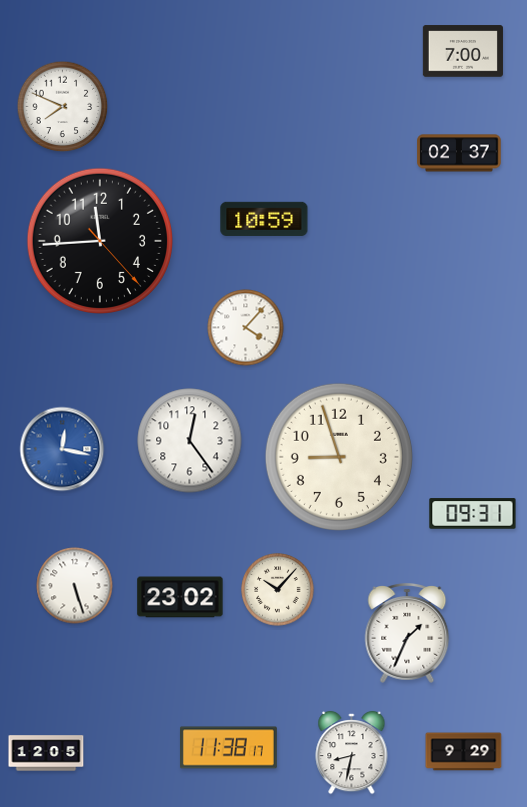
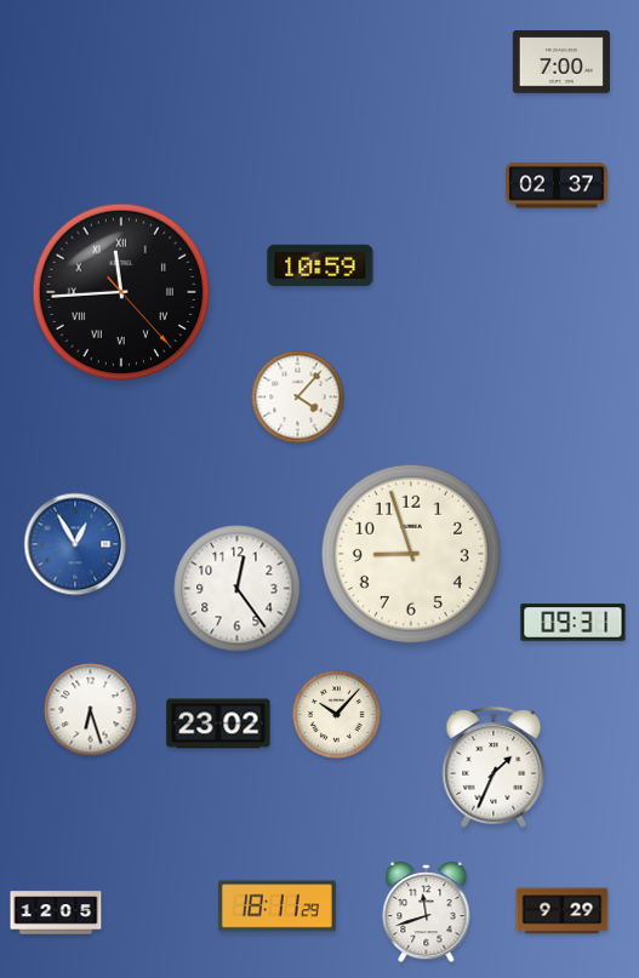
clock at (63, 107): 7:49 -> none
clock at (99, 240) numerals: Arabic -> Roman
clock at (190, 441) position: (190, 441) -> (238, 589)
clock at (62, 449): 12:17 -> 12:55
clock at (75, 586): 5:27 -> 6:27
clock at (228, 748): 11:38 -> 18:11
clock at (352, 753): 8:32 -> 11:42
